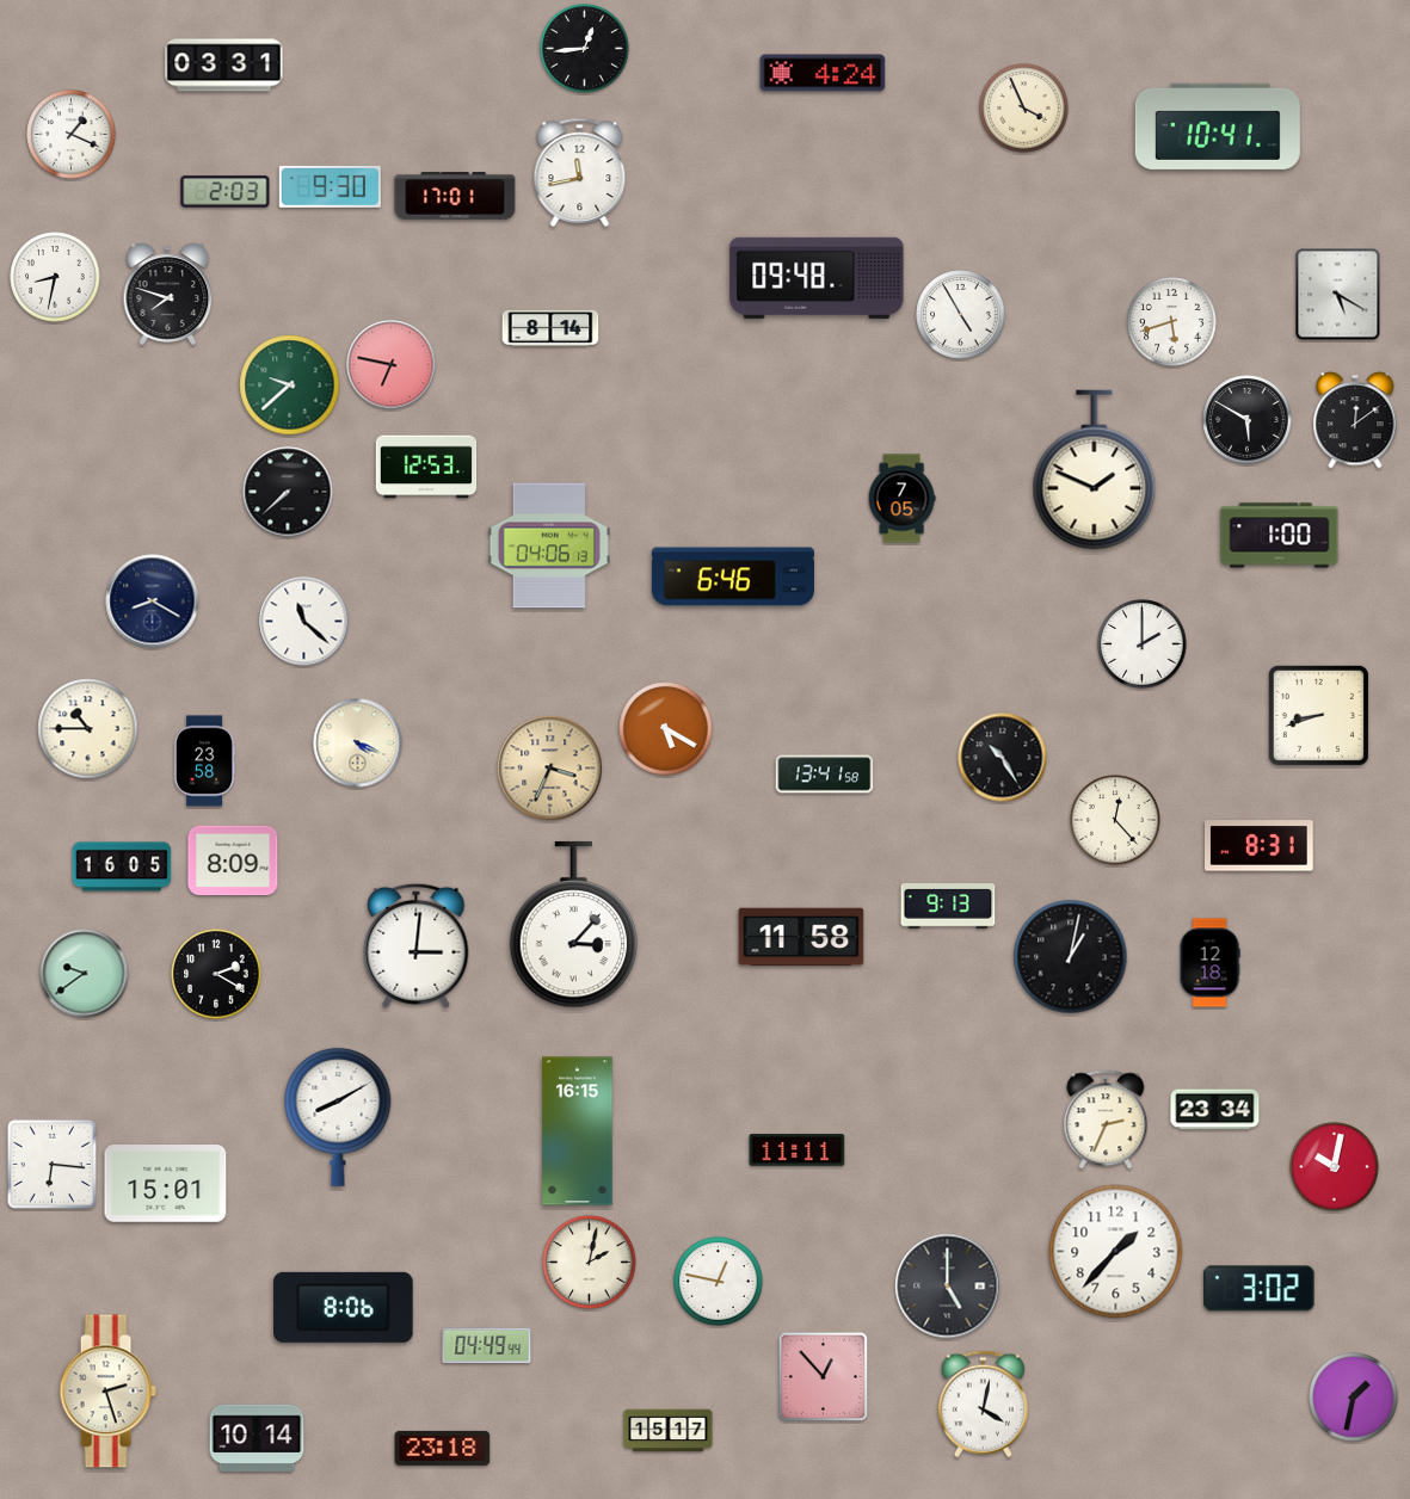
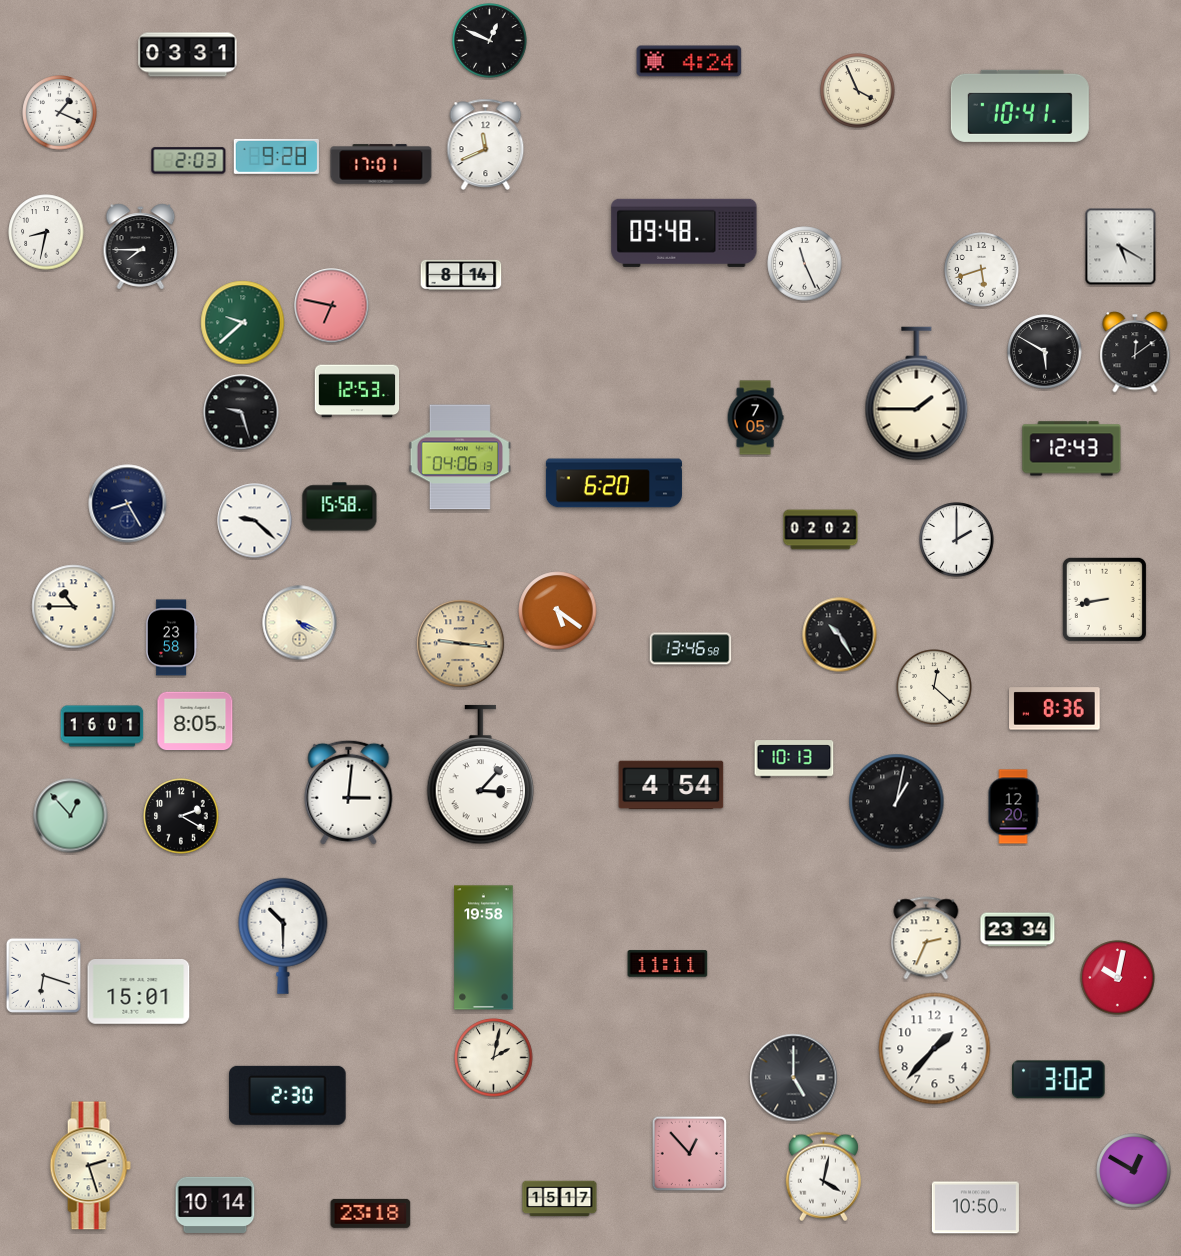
clock at (585, 49): 12:44 -> 12:49
clock at (580, 172): 11:43 -> 11:41
clock at (330, 186): 9:30 -> 9:28
clock at (168, 295): 7:48 -> 7:45
clock at (961, 315): 4:55 -> 11:26
clock at (392, 365) position: (392, 365) -> (332, 306)
clock at (1095, 470): 1:49 -> 1:45
clock at (288, 492): 7:38 -> 9:27
clock at (1280, 536): 1:00 -> 12:43
clock at (733, 576): 6:46 -> 6:20
clock at (153, 602): 8:20 -> 8:25
clock at (340, 507): none -> 15:58
clock at (304, 622): 11:22 -> 9:22
clock at (821, 530): none -> 02:02
clock at (1318, 715): 8:42 -> 8:43
clock at (88, 729) position: (88, 729) -> (74, 607)
clock at (666, 729): 5:20 -> 5:21
clock at (550, 769): 3:34 -> 9:16
clock at (825, 775): 13:41 -> 13:46
clock at (1115, 820): 12:23 -> 12:22
clock at (1260, 846): 8:31 -> 8:36
clock at (233, 860): 8:09 -> 8:05
clock at (122, 866): 16:05 -> 16:01
clock at (948, 906): 9:13 -> 10:13
clock at (801, 937): 11:58 -> 4:54
clock at (1209, 963): 12:18 -> 12:20
clock at (85, 974): 9:39 -> 12:53
clock at (338, 1117): 8:10 -> 10:30
clock at (578, 1131): 16:15 -> 19:58
clock at (51, 1164): 6:16 -> 6:18
clock at (719, 1282): 12:47 -> none
clock at (1260, 1289) position: (1260, 1289) -> (1059, 1080)
clock at (344, 1307): 8:06 -> 2:30
clock at (487, 1346): 04:49 -> none
clock at (1354, 1398): 1:32 -> 12:50
clock at (975, 1208): none -> 10:50
